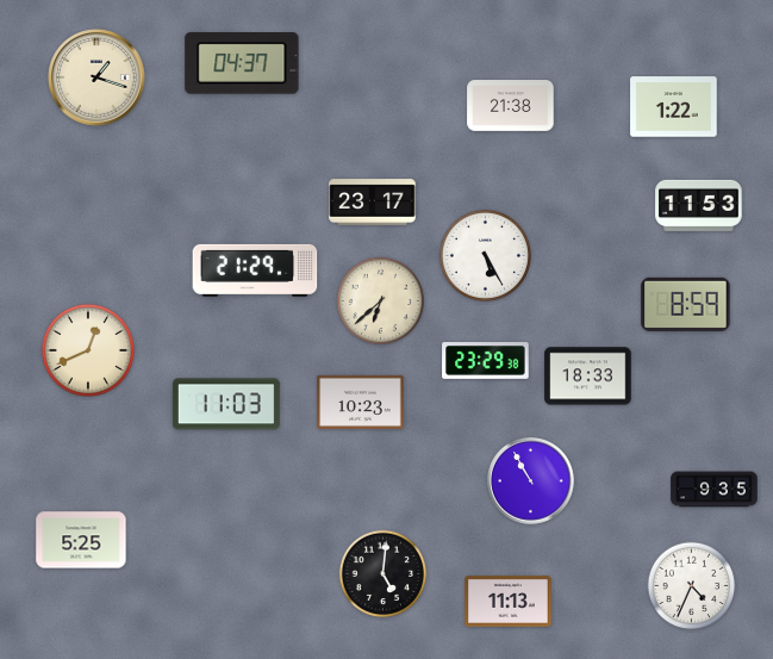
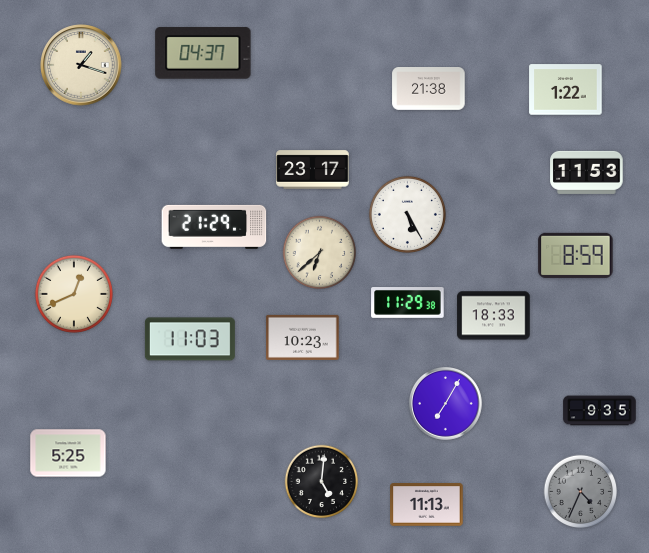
clock at (486, 361): 23:29 -> 11:29
clock at (531, 481): 10:55 -> 7:05
clock at (692, 586) dial: white -> grey
